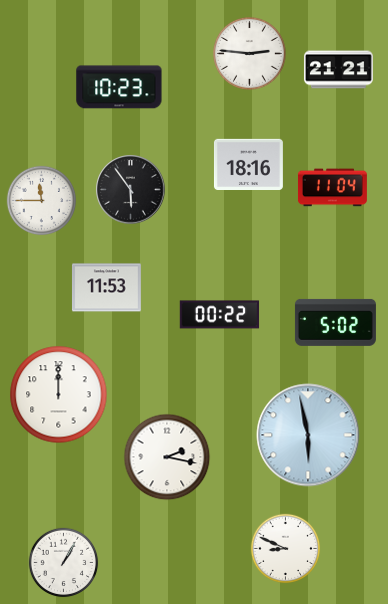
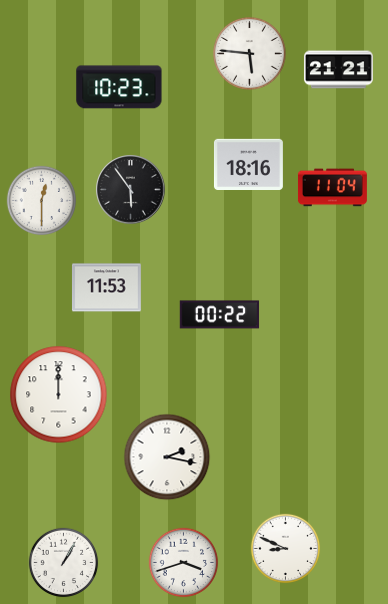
clock at (250, 54): 2:46 -> 5:46
clock at (42, 201): 11:45 -> 12:30
clock at (335, 322): 5:02 -> none
clock at (308, 435): 5:58 -> none
clock at (184, 563): none -> 3:42
